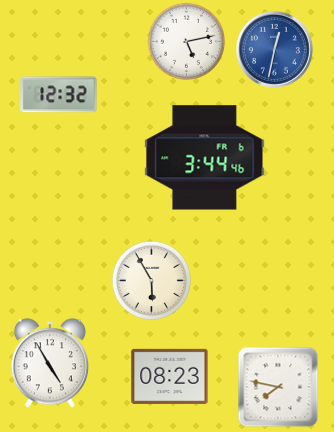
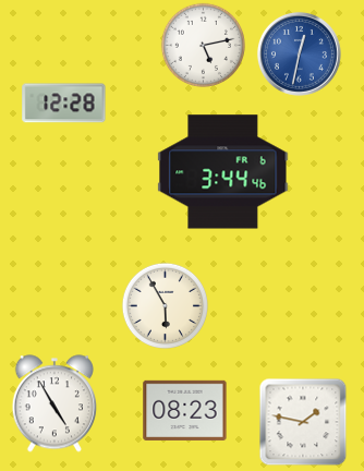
clock at (59, 95): 12:32 -> 12:28
clock at (50, 363) position: (50, 363) -> (54, 403)
clock at (278, 387): 7:47 -> 1:47
